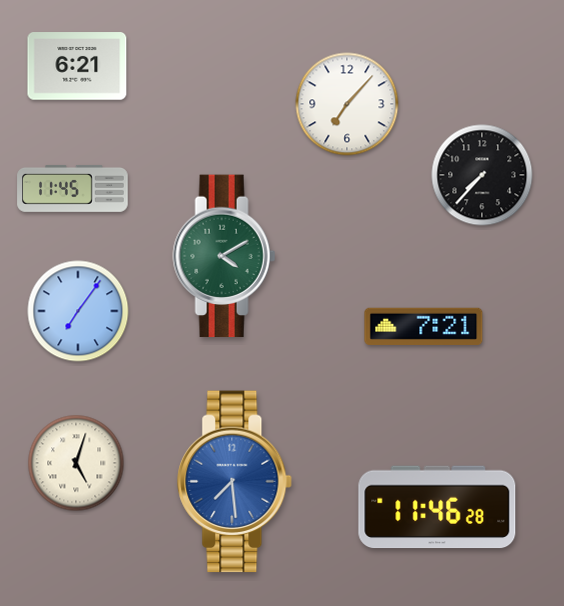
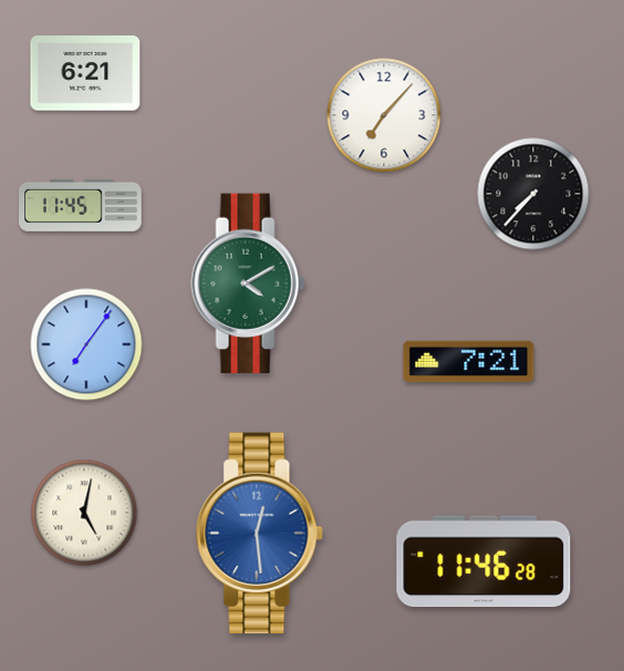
clock at (73, 188) position: (73, 188) -> (81, 205)
clock at (76, 463): 5:03 -> 5:02
clock at (235, 482): 7:29 -> 12:29
